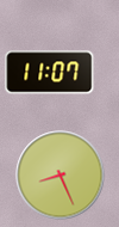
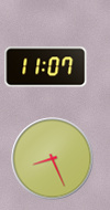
clock at (61, 176) position: (61, 176) -> (53, 159)
